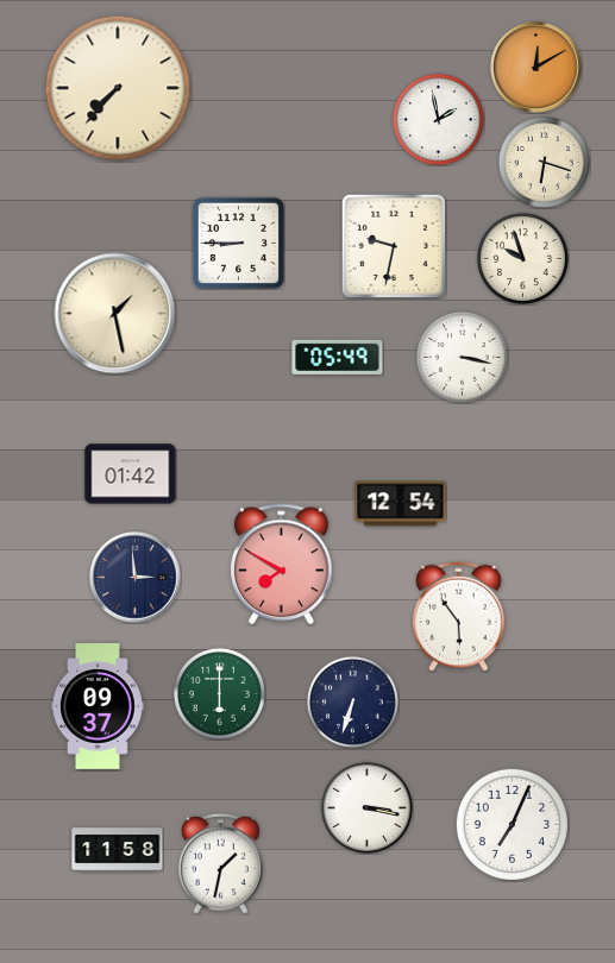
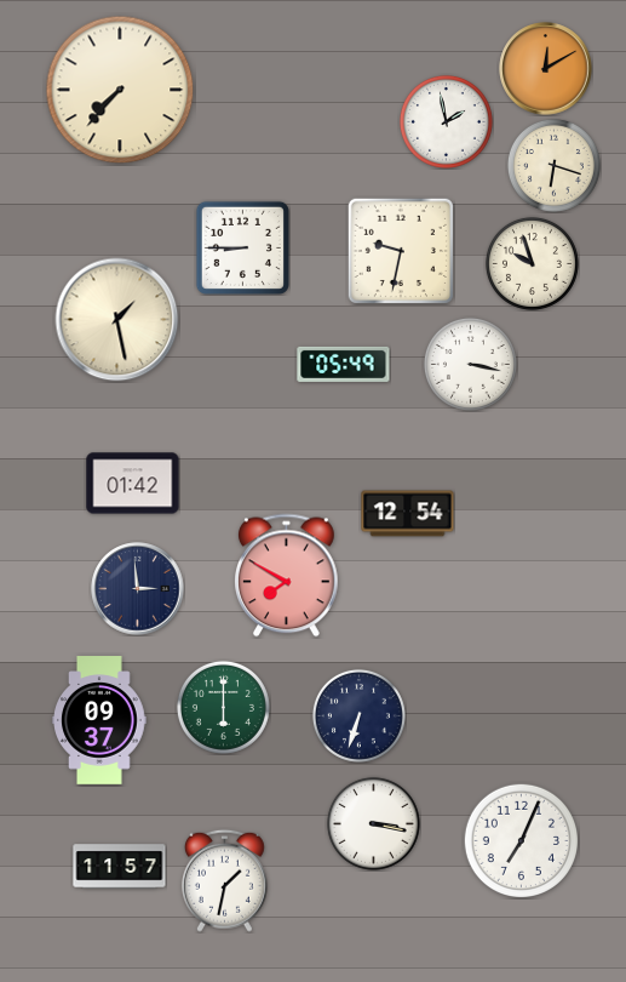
clock at (459, 616): 5:54 -> none
clock at (118, 850): 11:58 -> 11:57
